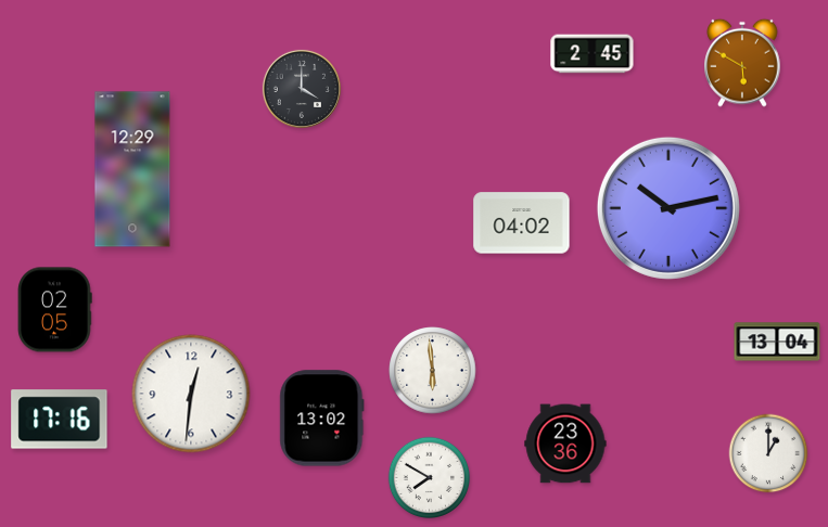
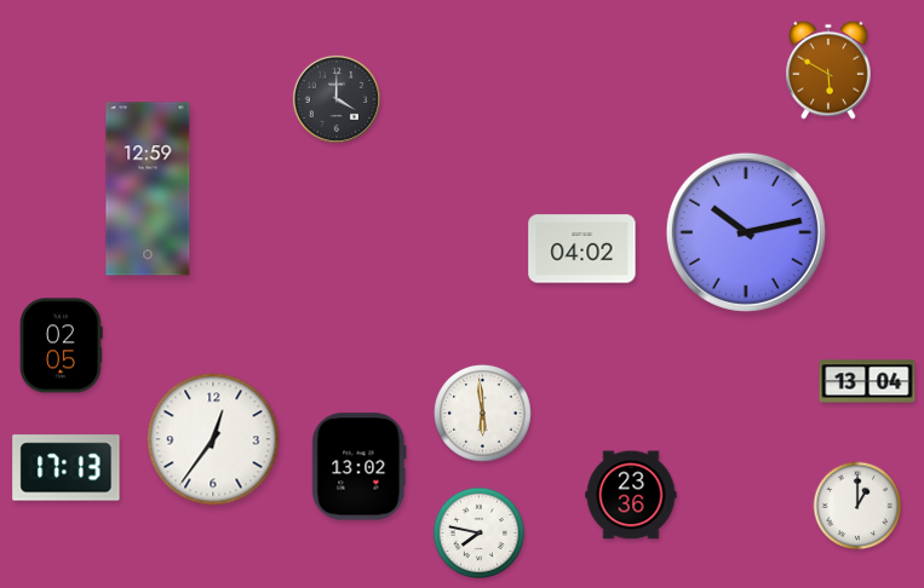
clock at (593, 54): 2:45 -> none
clock at (132, 169): 12:29 -> 12:59
clock at (191, 394): 12:31 -> 12:36
clock at (60, 420): 17:16 -> 17:13
clock at (430, 478): 7:50 -> 7:47
